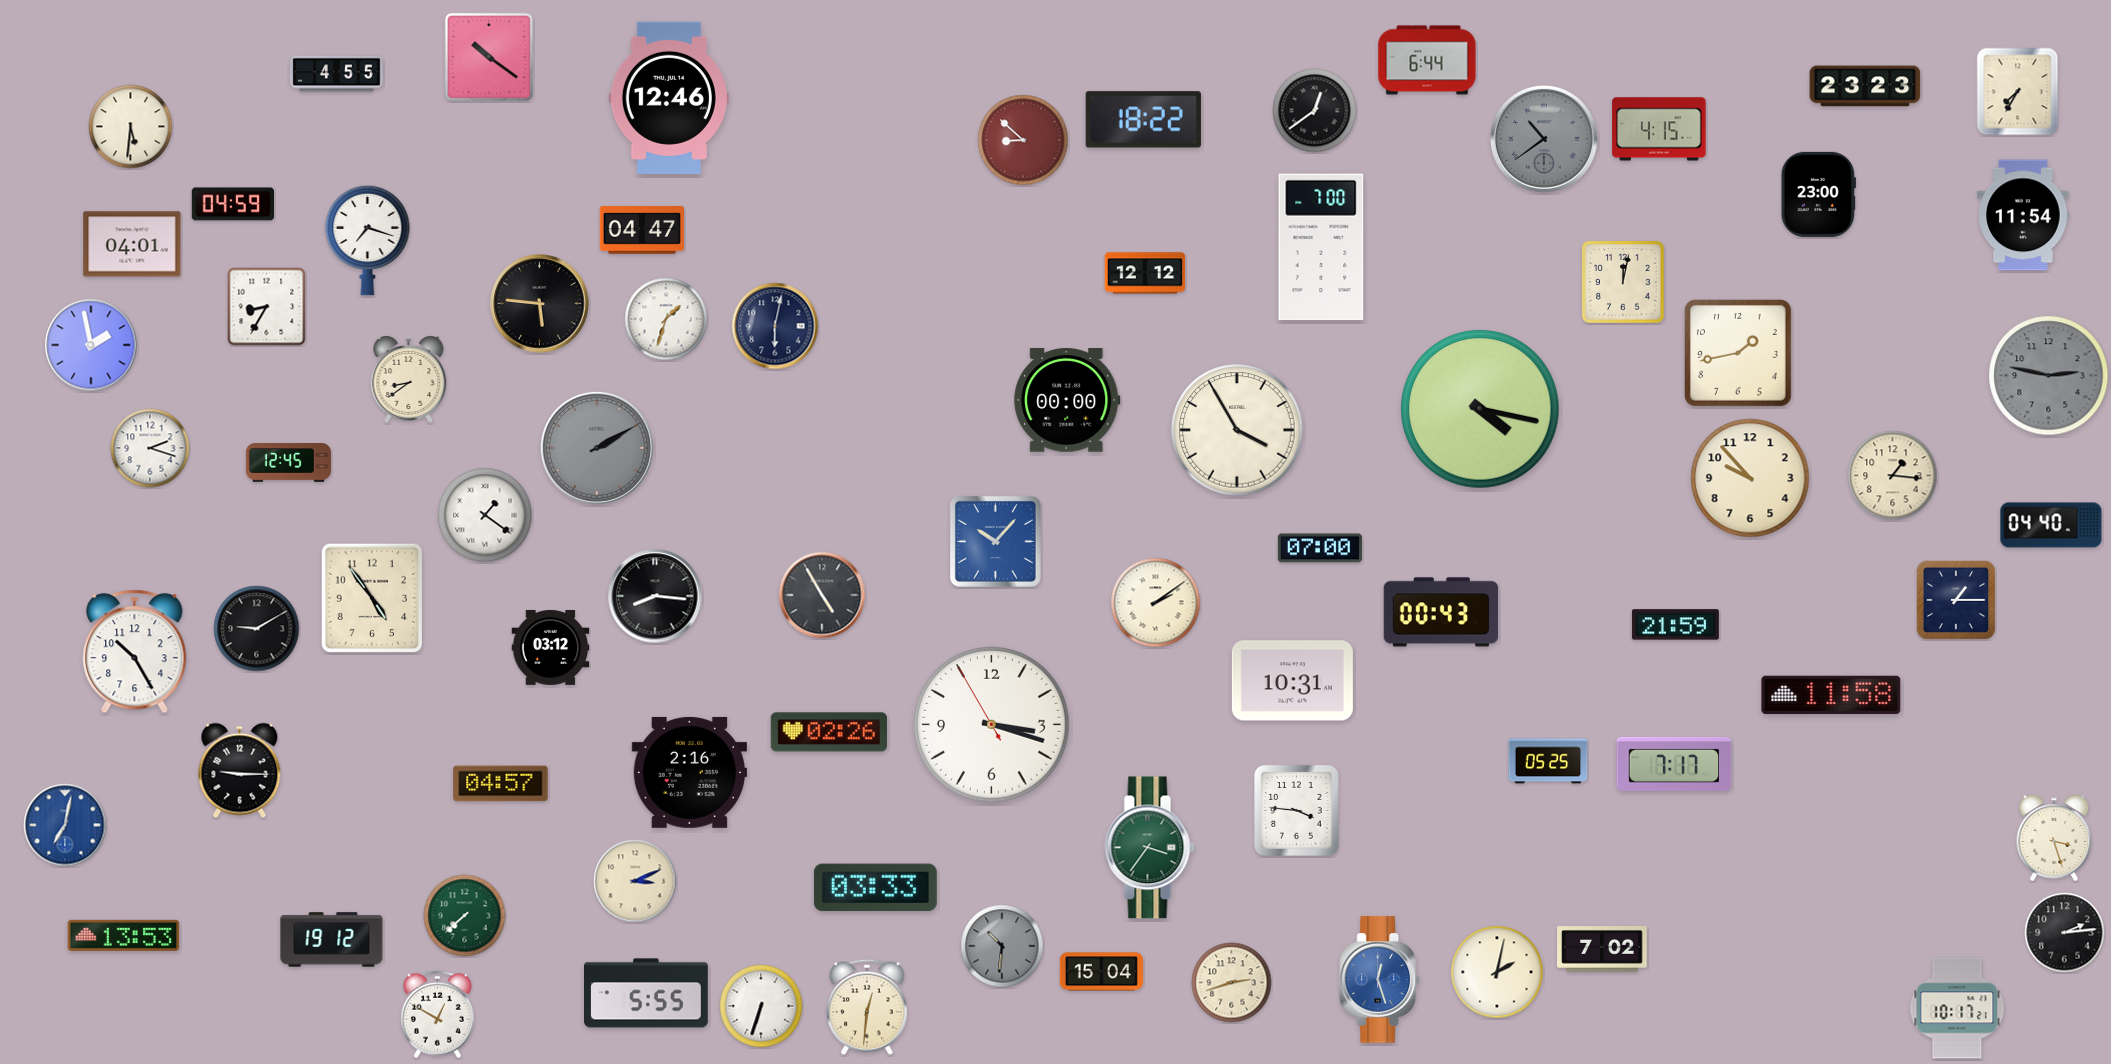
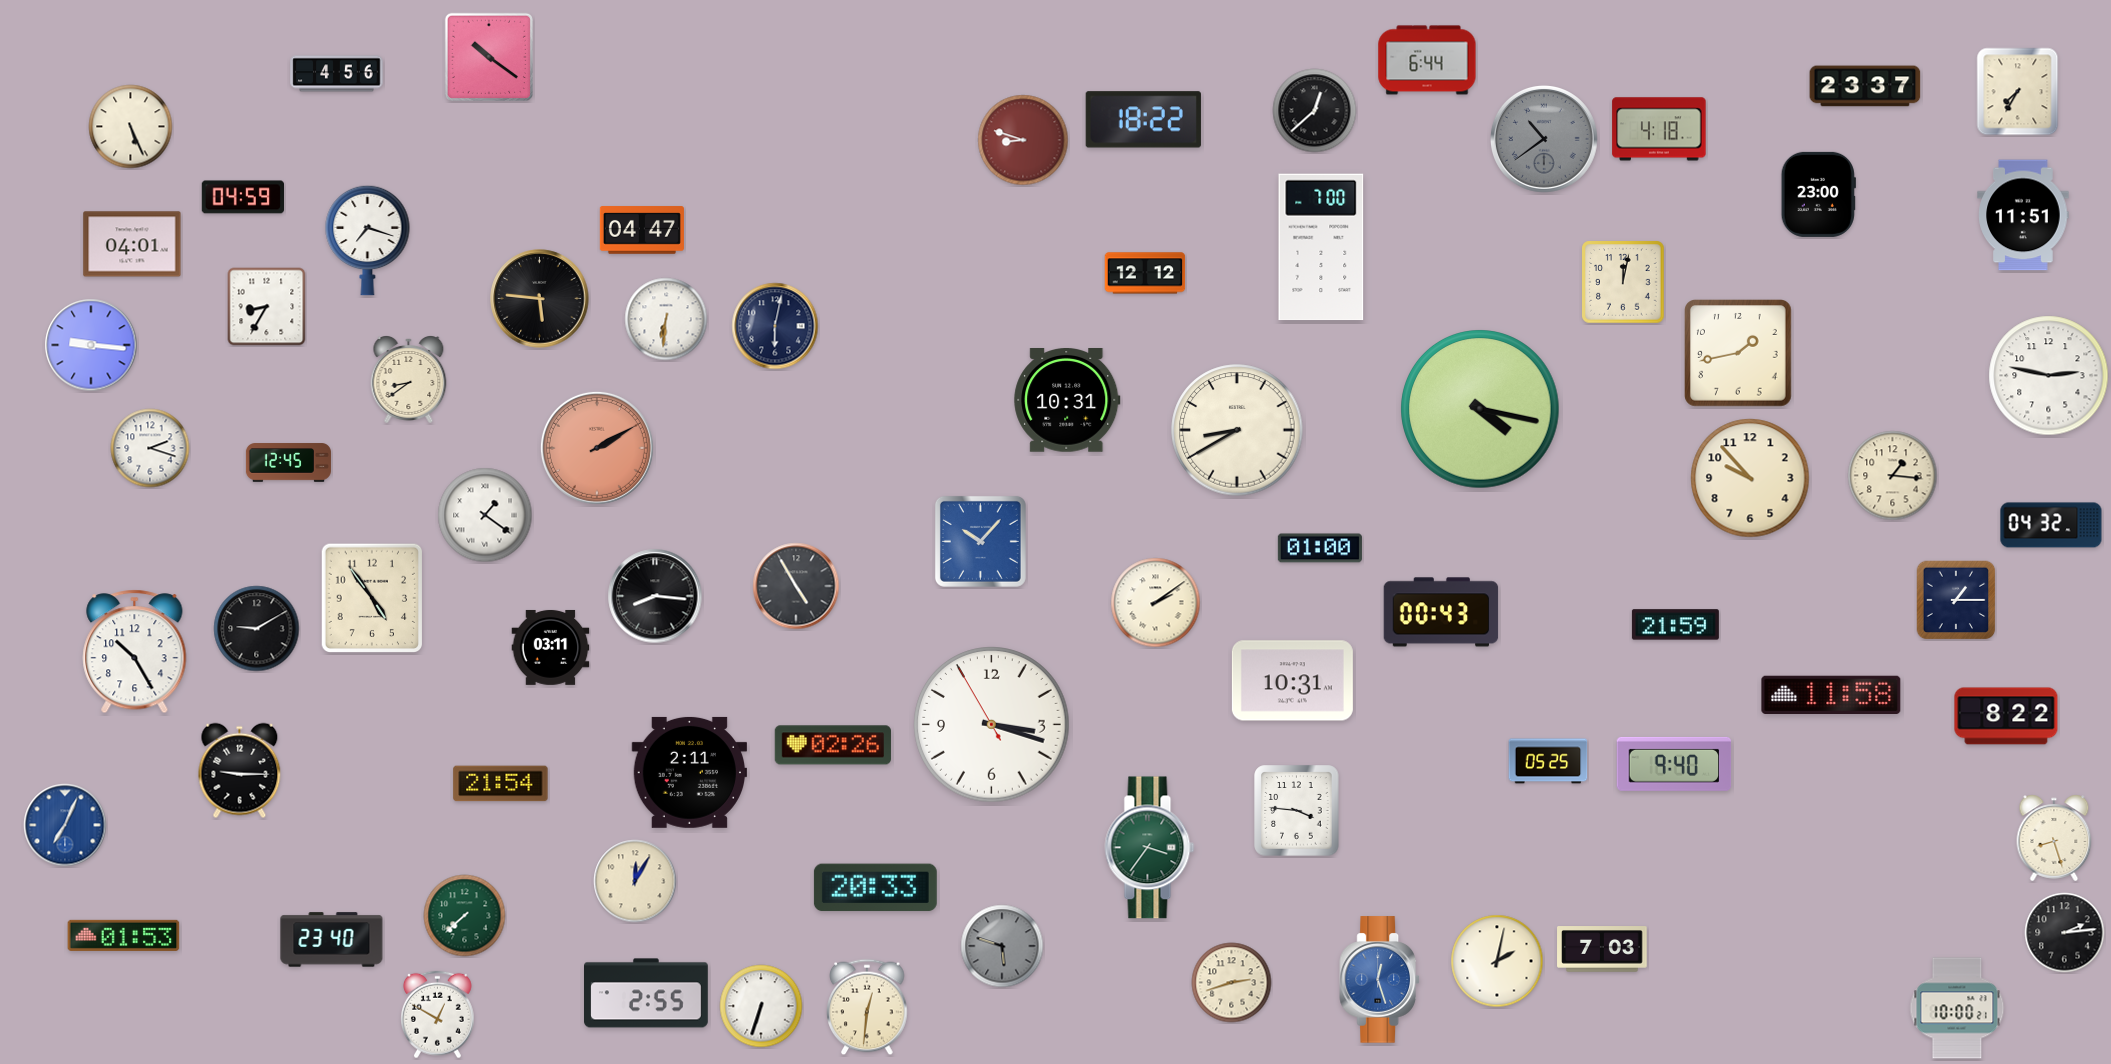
clock at (337, 74): 4:55 -> 4:56
clock at (1865, 86): 23:23 -> 23:37
clock at (669, 98): 12:46 -> none
clock at (1315, 111): 12:39 -> 12:38
clock at (131, 127): 5:31 -> 5:26
clock at (1659, 129): 4:15 -> 4:18
clock at (1023, 140): 8:52 -> 8:48
clock at (232, 204) position: (232, 204) -> (242, 197)
clock at (2023, 215): 11:54 -> 11:51
clock at (540, 304) position: (540, 304) -> (540, 299)
clock at (666, 319): 1:33 -> 6:31
clock at (91, 345): 1:58 -> 9:16
clock at (2049, 376) dial: grey -> white
clock at (1067, 401): 00:00 -> 10:31
clock at (1237, 430): 3:55 -> 8:40
clock at (597, 448) dial: grey -> salmon
clock at (2051, 525): 04:40 -> 04:32
clock at (995, 541) position: (995, 541) -> (980, 541)
clock at (1320, 548): 07:00 -> 01:00
clock at (822, 595) position: (822, 595) -> (796, 586)
clock at (551, 647): 03:12 -> 03:11
clock at (2006, 716): none -> 8:22
clock at (829, 732) position: (829, 732) -> (833, 745)
clock at (1674, 764): 7:17 -> 9:40
clock at (689, 772): 2:16 -> 2:11
clock at (501, 784): 04:57 -> 21:54
clock at (65, 825): 7:02 -> 7:04
clock at (2054, 838): 3:27 -> 8:27
clock at (635, 881): 3:11 -> 12:05
clock at (875, 888): 03:33 -> 20:33
clock at (124, 935): 13:53 -> 01:53
clock at (332, 940): 19:12 -> 23:40
clock at (1002, 946): 10:31 -> 5:48
clock at (1602, 949): 7:02 -> 7:03
clock at (1101, 972): 15:04 -> none
clock at (1497, 972) position: (1497, 972) -> (1497, 961)
clock at (647, 993): 5:55 -> 2:55
clock at (1957, 1008): 10:17 -> 10:00
